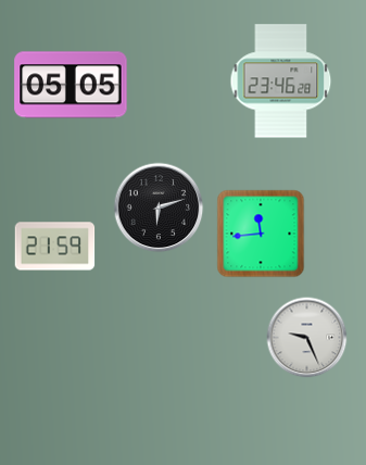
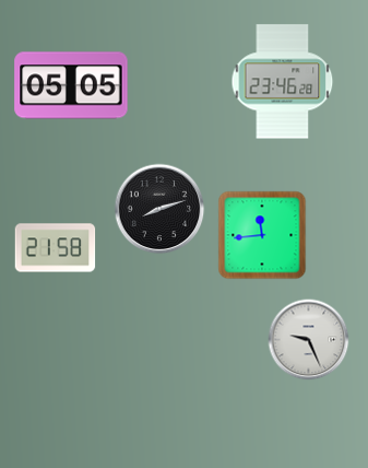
clock at (159, 208): 6:12 -> 8:12
clock at (55, 247): 21:59 -> 21:58
